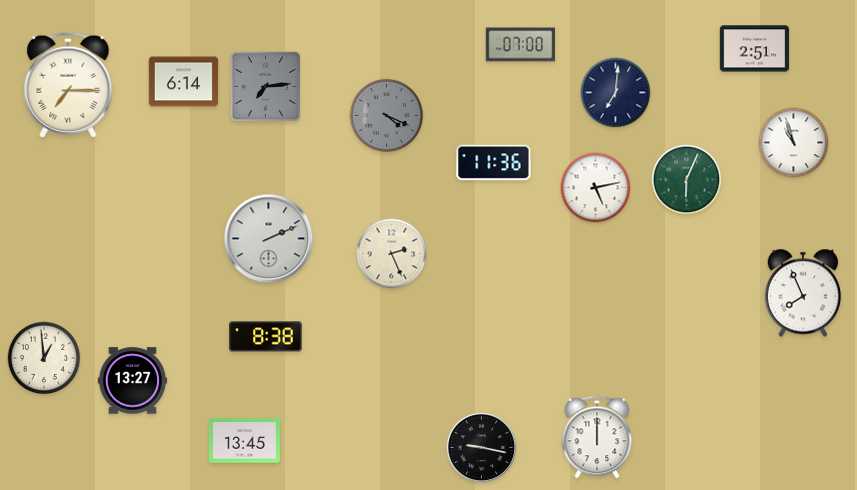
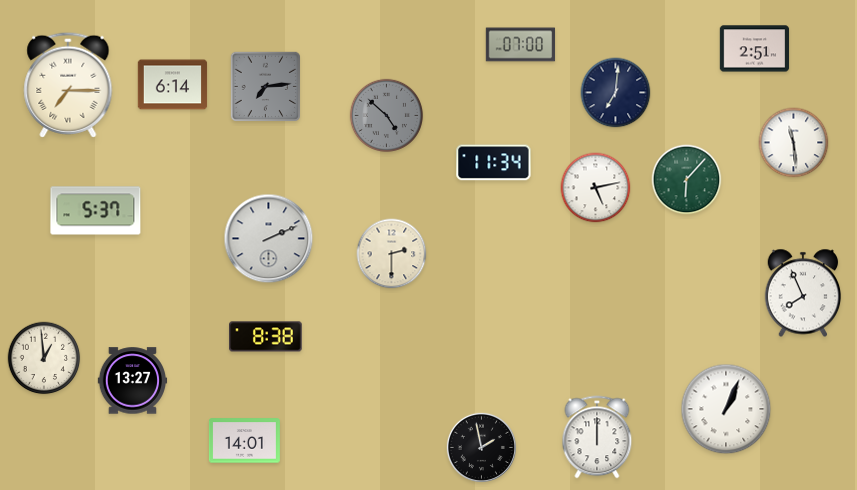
clock at (184, 82) position: (184, 82) -> (173, 85)
clock at (387, 116): 4:19 -> 4:52
clock at (794, 143): 10:57 -> 11:29
clock at (494, 163): 11:36 -> 11:34
clock at (687, 180): 6:04 -> 6:07
clock at (96, 211): none -> 5:37
clock at (392, 254): 2:26 -> 2:30
clock at (726, 409): none -> 1:04
clock at (244, 441): 13:45 -> 14:01
clock at (481, 447): 9:17 -> 1:58
